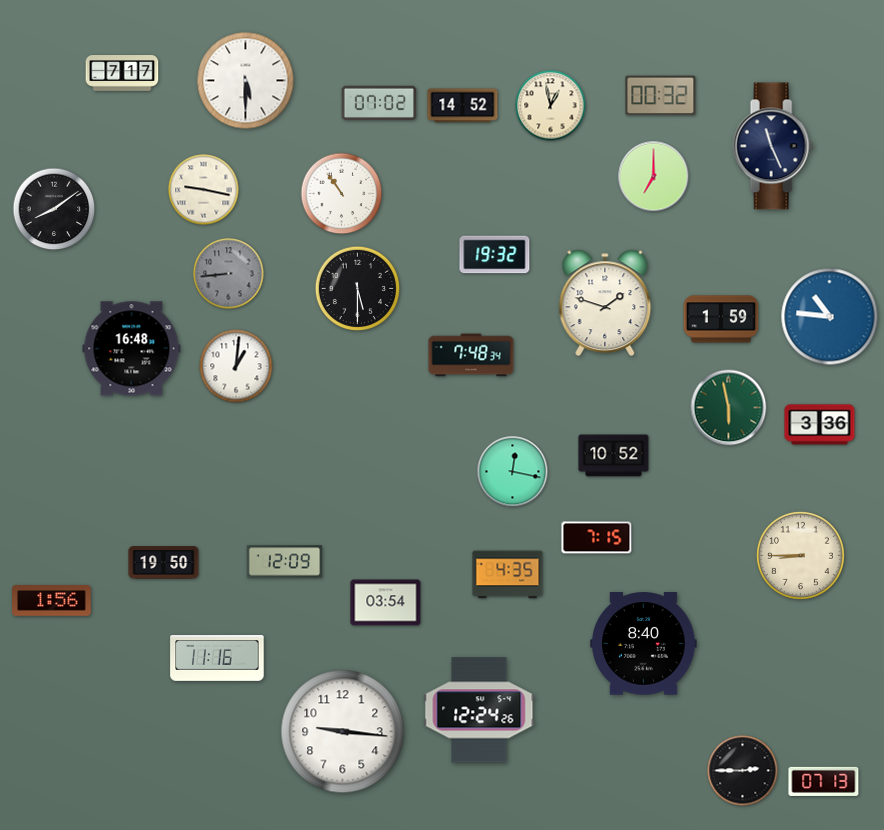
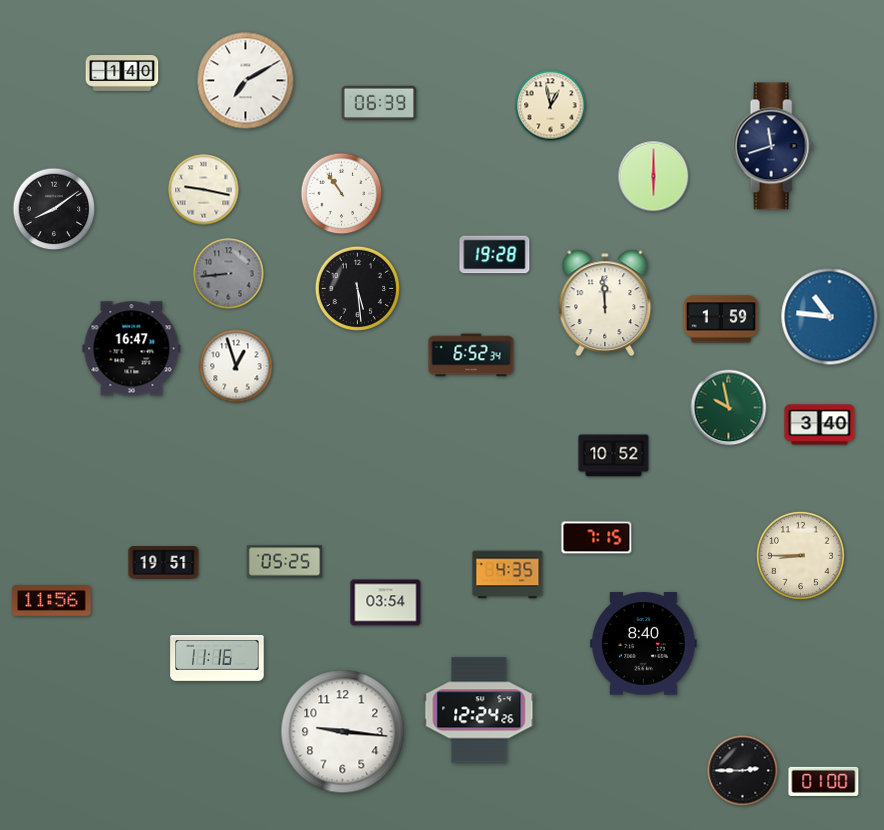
clock at (122, 74): 7:17 -> 1:40
clock at (246, 81): 5:30 -> 7:10
clock at (661, 96): 00:32 -> none
clock at (379, 102): 07:02 -> 06:39
clock at (463, 106): 14:52 -> none
clock at (773, 146): 11:26 -> 11:42
clock at (654, 177): 7:00 -> 6:00
clock at (495, 255): 19:32 -> 19:28
clock at (357, 288): 5:30 -> 5:29
clock at (605, 302): 1:48 -> 11:59
clock at (132, 349): 16:48 -> 16:47
clock at (471, 355): 7:48 -> 6:52
clock at (236, 366): 1:01 -> 12:57
clock at (729, 408): 5:58 -> 9:58
clock at (820, 425): 3:36 -> 3:40
clock at (513, 472): 12:17 -> none
clock at (285, 562): 12:09 -> 05:25
clock at (164, 563): 19:50 -> 19:51
clock at (52, 601): 1:56 -> 11:56
clock at (824, 781): 07:13 -> 01:00
